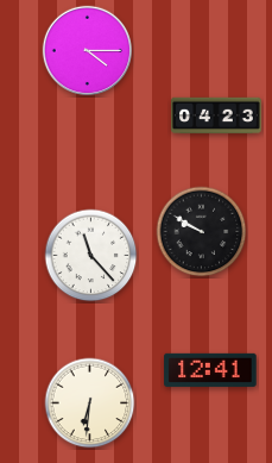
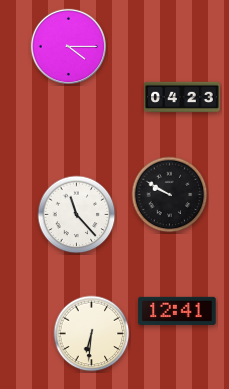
clock at (87, 50) position: (87, 50) -> (68, 46)
clock at (90, 403) position: (90, 403) -> (92, 334)
